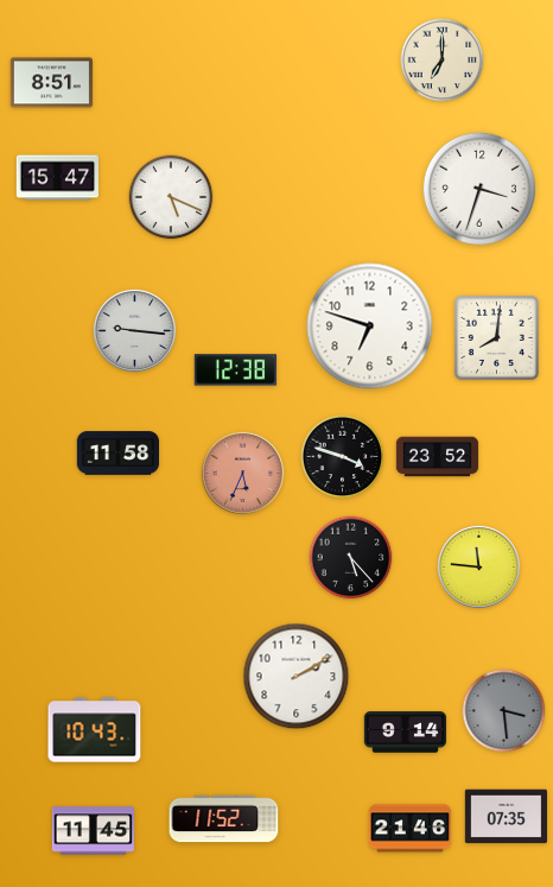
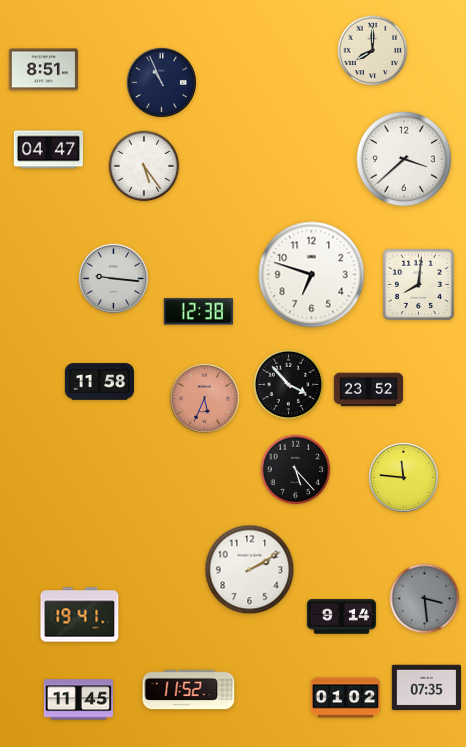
clock at (443, 61): 7:00 -> 8:00
clock at (161, 82): none -> 10:56
clock at (58, 178): 15:47 -> 04:47
clock at (479, 189): 3:33 -> 3:38
clock at (171, 197): 5:19 -> 5:24
clock at (343, 457): 3:48 -> 3:53
clock at (438, 457) position: (438, 457) -> (369, 390)
clock at (95, 730): 10:43 -> 19:41
clock at (409, 829): 21:46 -> 01:02
